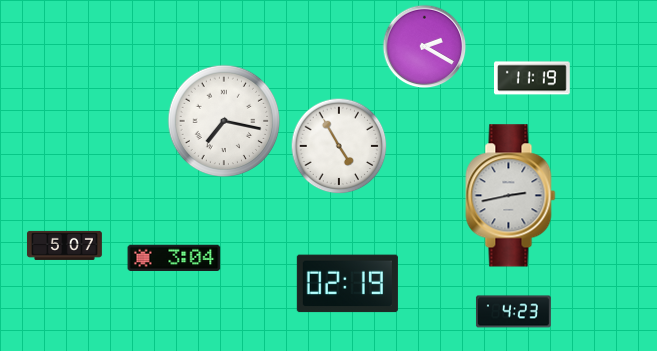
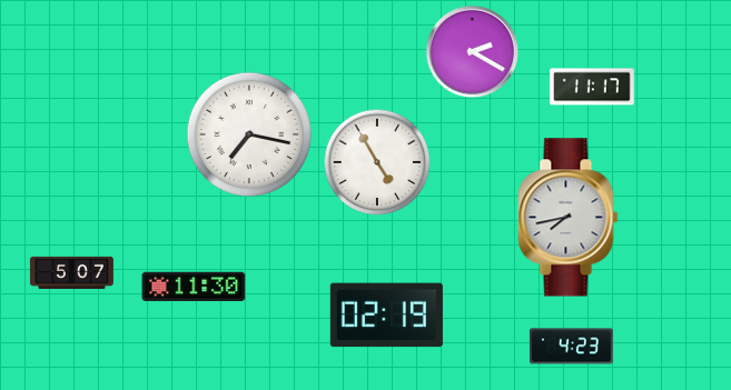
clock at (533, 78): 11:19 -> 11:17
clock at (511, 196): 2:43 -> 7:43
clock at (174, 257): 3:04 -> 11:30
